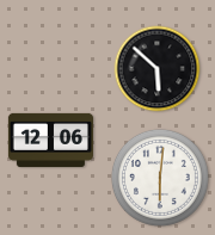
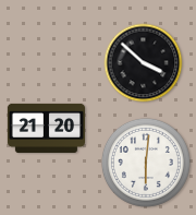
clock at (158, 69): 5:52 -> 3:52
clock at (50, 140): 12:06 -> 21:20
